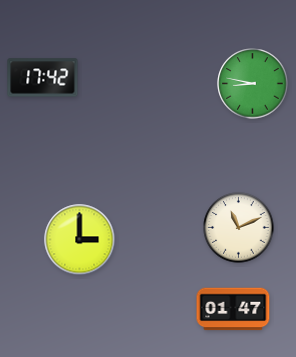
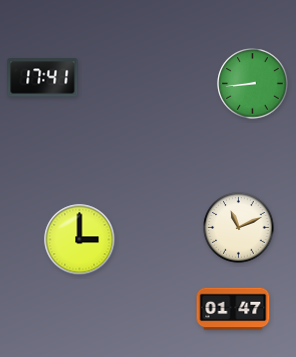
clock at (43, 78): 17:42 -> 17:41
clock at (253, 84): 8:47 -> 8:44
